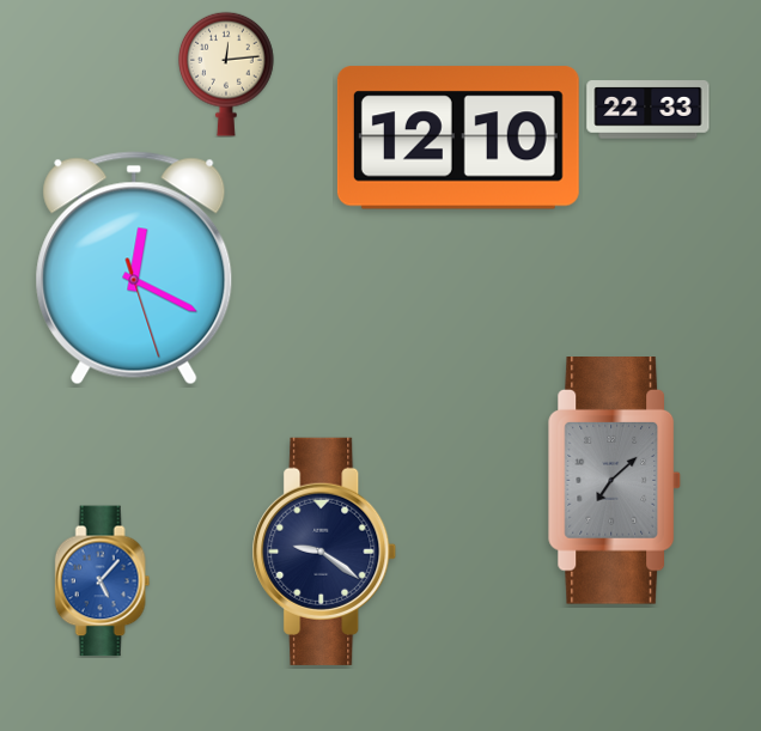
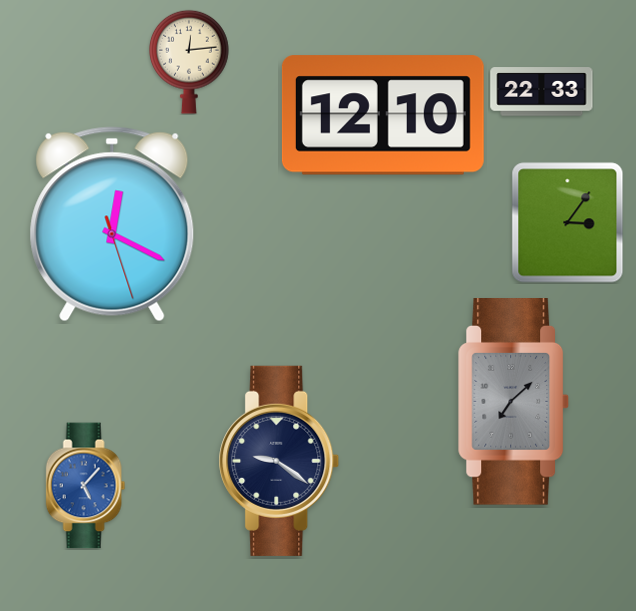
clock at (568, 223): none -> 3:06
clock at (324, 552) position: (324, 552) -> (279, 461)
